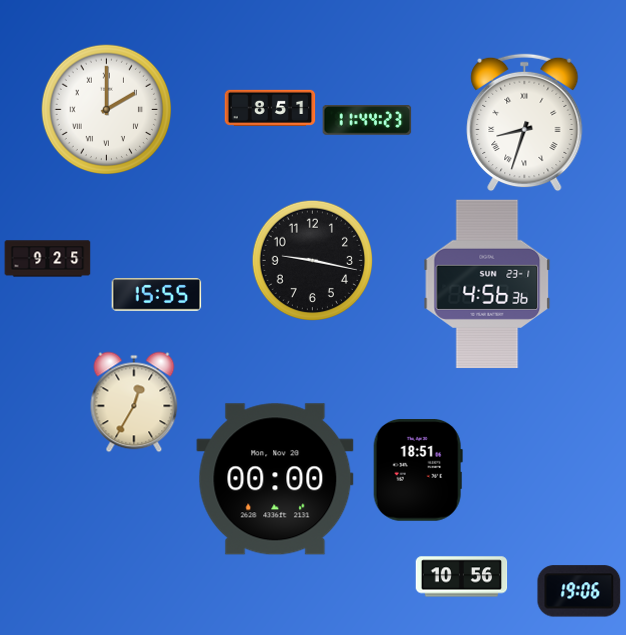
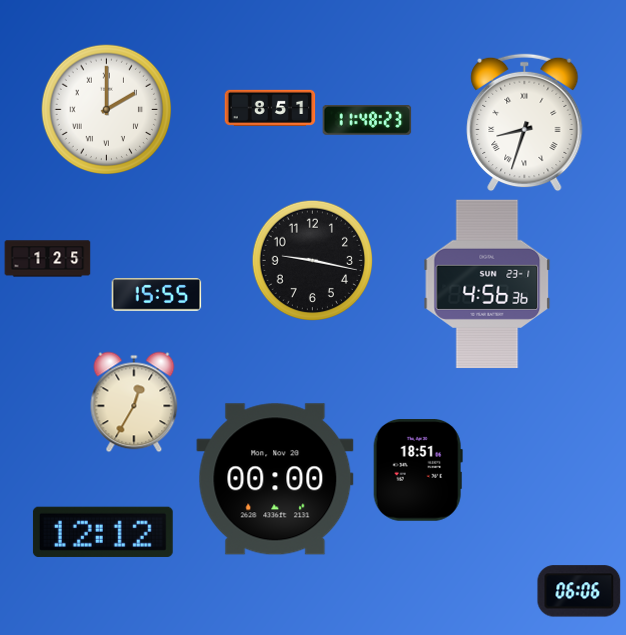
clock at (367, 121): 11:44 -> 11:48
clock at (48, 259): 9:25 -> 1:25
clock at (103, 532): none -> 12:12
clock at (462, 577): 10:56 -> none
clock at (579, 591): 19:06 -> 06:06
